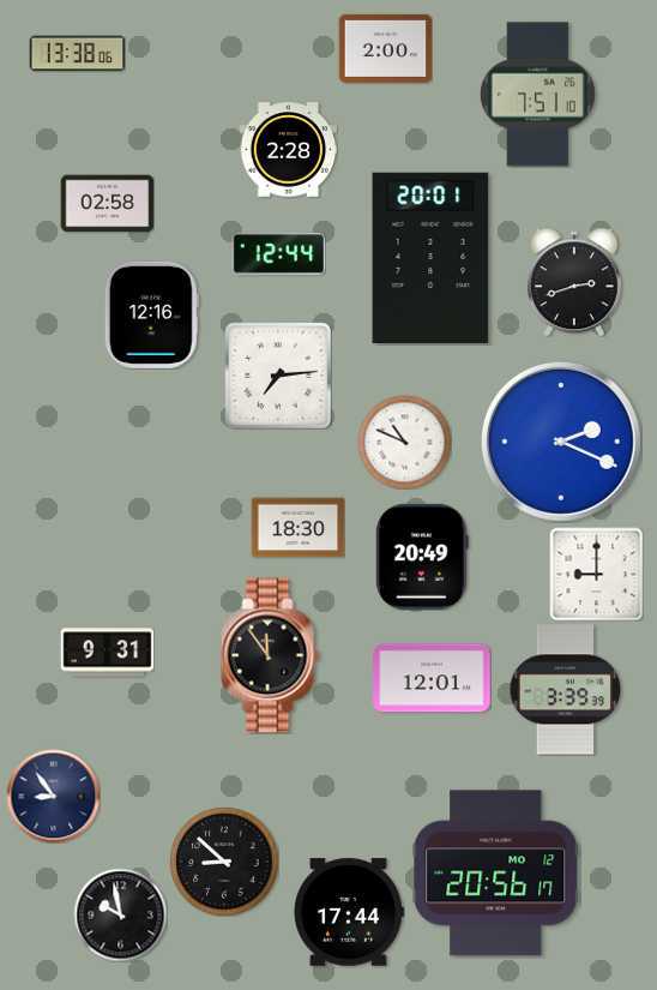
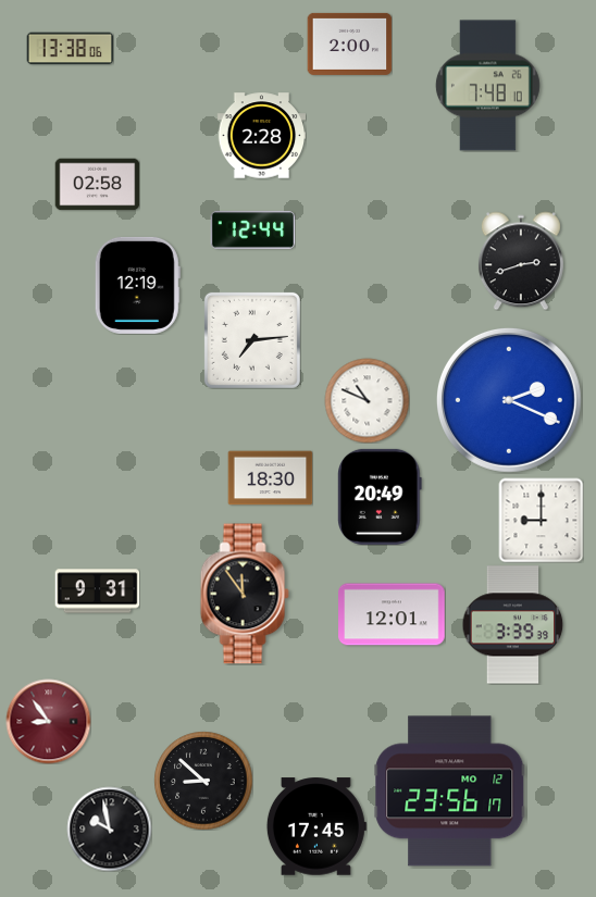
clock at (537, 95): 7:51 -> 7:48
clock at (430, 257): 20:01 -> none
clock at (574, 282) position: (574, 282) -> (521, 261)
clock at (151, 314): 12:16 -> 12:19
clock at (422, 557) position: (422, 557) -> (380, 497)
clock at (53, 796) dial: navy -> burgundy
clock at (496, 874): 20:56 -> 23:56
clock at (349, 912): 17:44 -> 17:45
